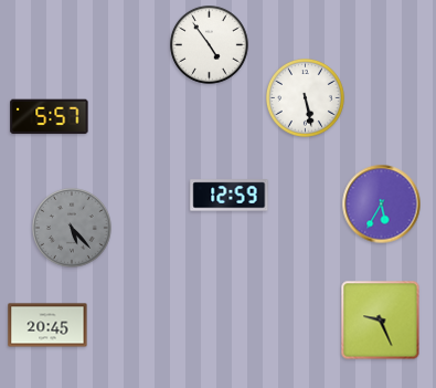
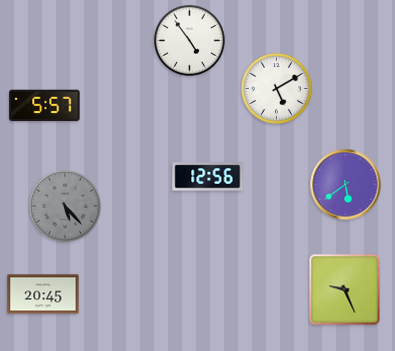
clock at (306, 98): 5:28 -> 5:10
clock at (230, 196): 12:59 -> 12:56
clock at (382, 205): 5:35 -> 5:39
